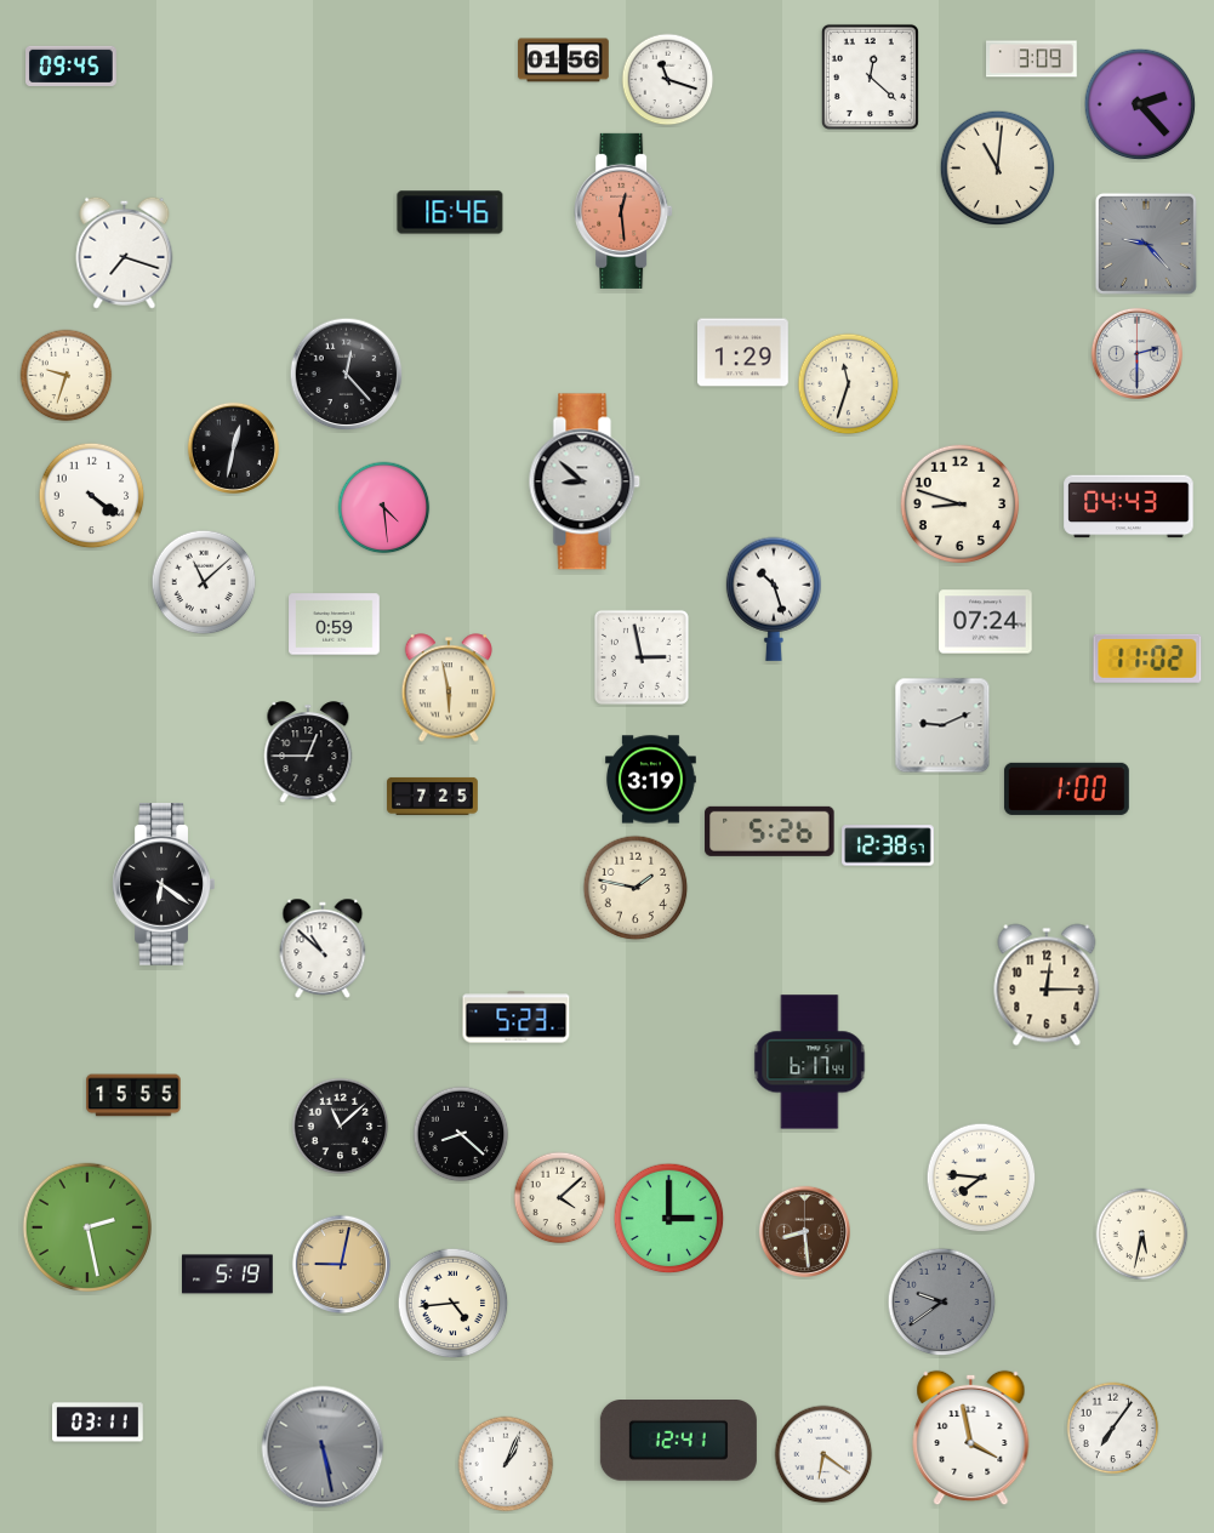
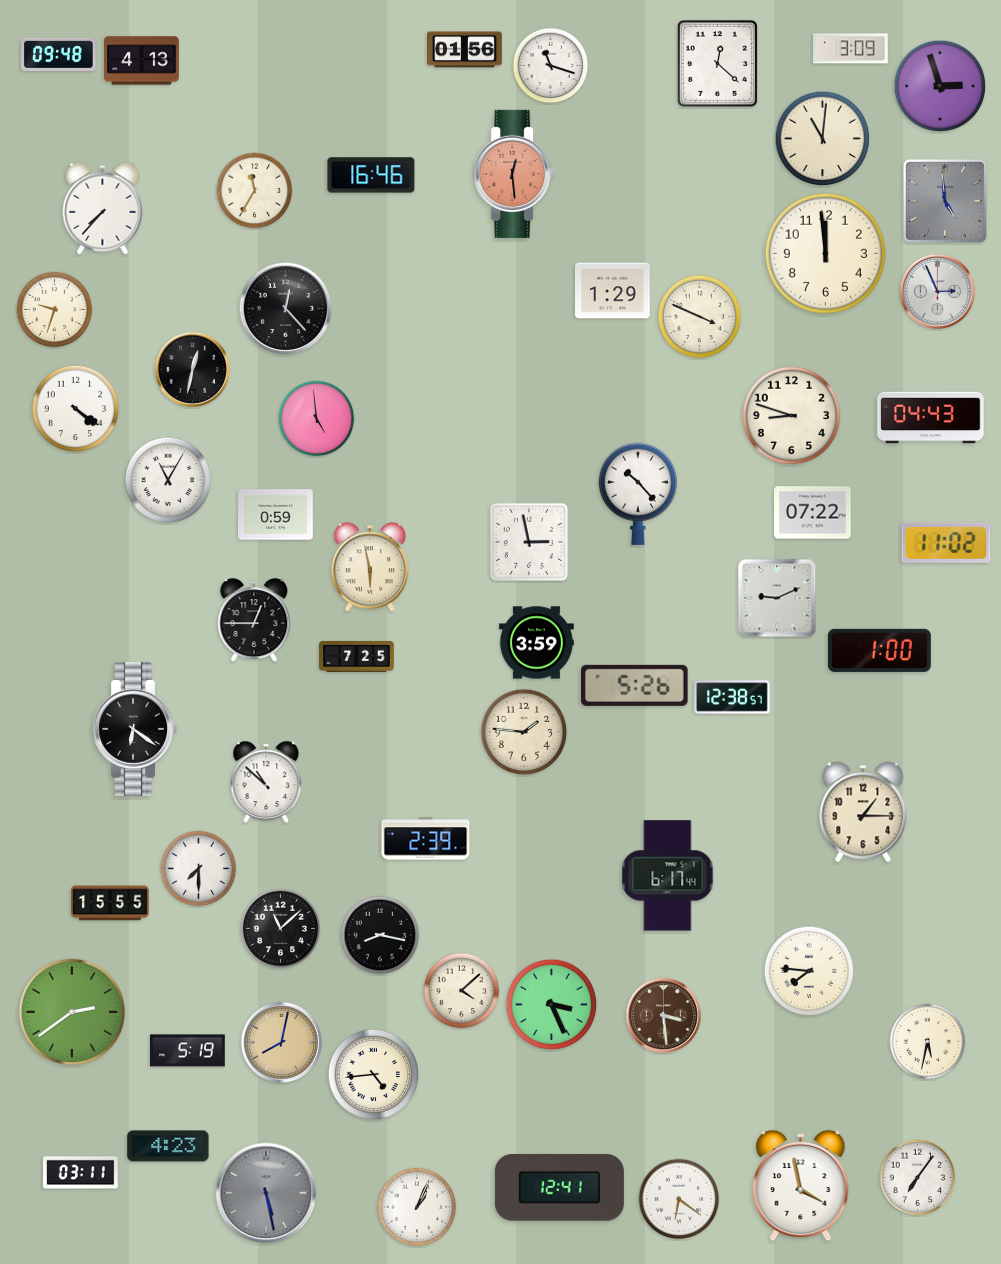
clock at (72, 65): 09:45 -> 09:48
clock at (142, 61): none -> 4:13
clock at (1140, 104): 2:23 -> 2:57
clock at (255, 191): none -> 11:35
clock at (1146, 244): 9:23 -> 4:59
clock at (125, 252): 7:18 -> 7:37
clock at (825, 253): none -> 11:59
clock at (1136, 353): 2:30 -> 2:56
clock at (849, 384): 11:33 -> 3:49
clock at (585, 481): 8:52 -> none
clock at (384, 508): 4:29 -> 4:59
clock at (204, 582): 11:08 -> 11:05
clock at (773, 599): 10:27 -> 10:23
clock at (986, 622): 07:24 -> 07:22
clock at (651, 780): 3:19 -> 3:59
clock at (636, 888): 1:47 -> 1:46
clock at (1047, 985): 12:15 -> 1:15
clock at (517, 1018): 5:23 -> 2:39
clock at (199, 869): none -> 7:30
clock at (461, 1134): 8:22 -> 8:17
clock at (560, 1198) position: (560, 1198) -> (462, 991)
clock at (669, 1219): 3:00 -> 3:26
clock at (86, 1226): 2:28 -> 2:39
clock at (804, 1231): 8:29 -> 3:29
clock at (1142, 1235) position: (1142, 1235) -> (928, 1042)
clock at (342, 1265): 9:02 -> 8:02
clock at (942, 1303): 9:39 -> none
clock at (168, 1146): none -> 4:23
